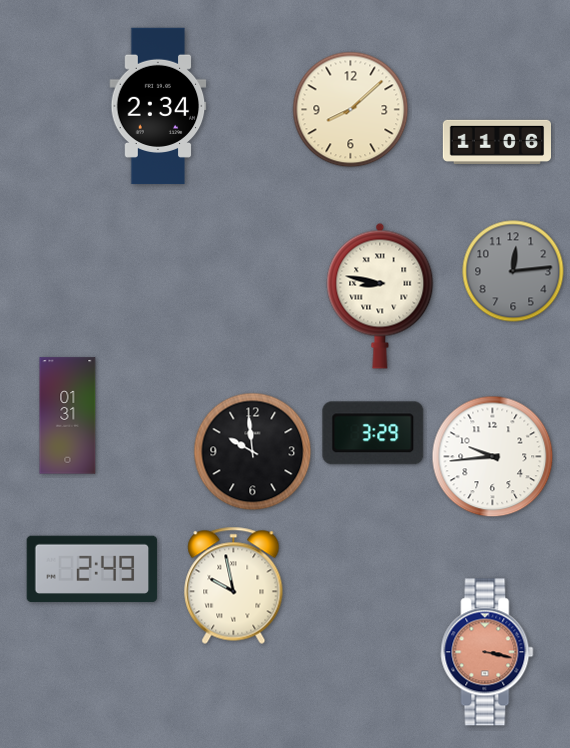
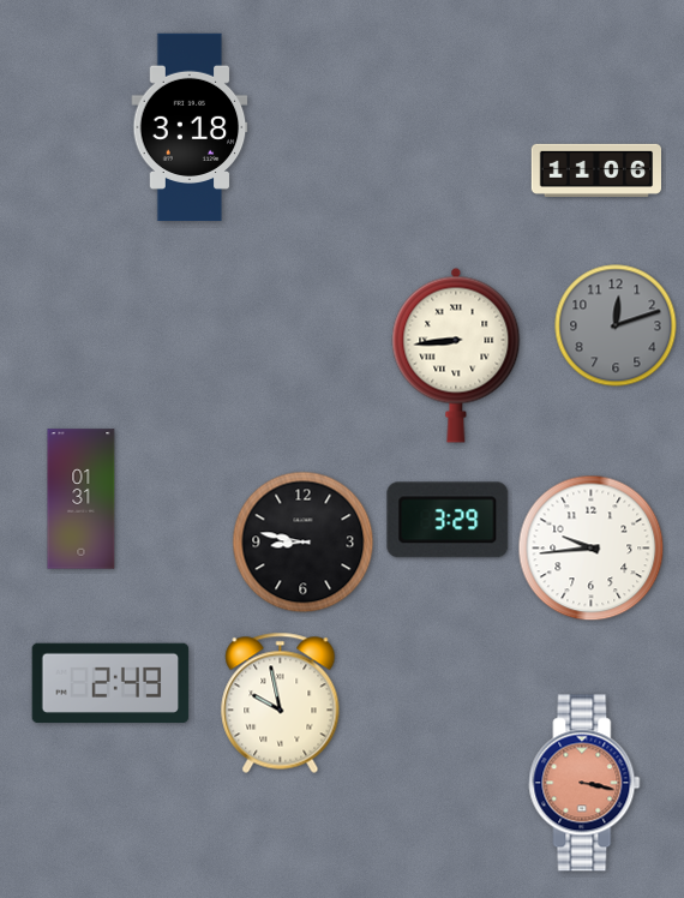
clock at (158, 106): 2:34 -> 3:18
clock at (351, 110): 8:08 -> none
clock at (513, 271): 12:14 -> 12:12
clock at (380, 296): 8:47 -> 8:44
clock at (253, 452): 9:59 -> 8:47
